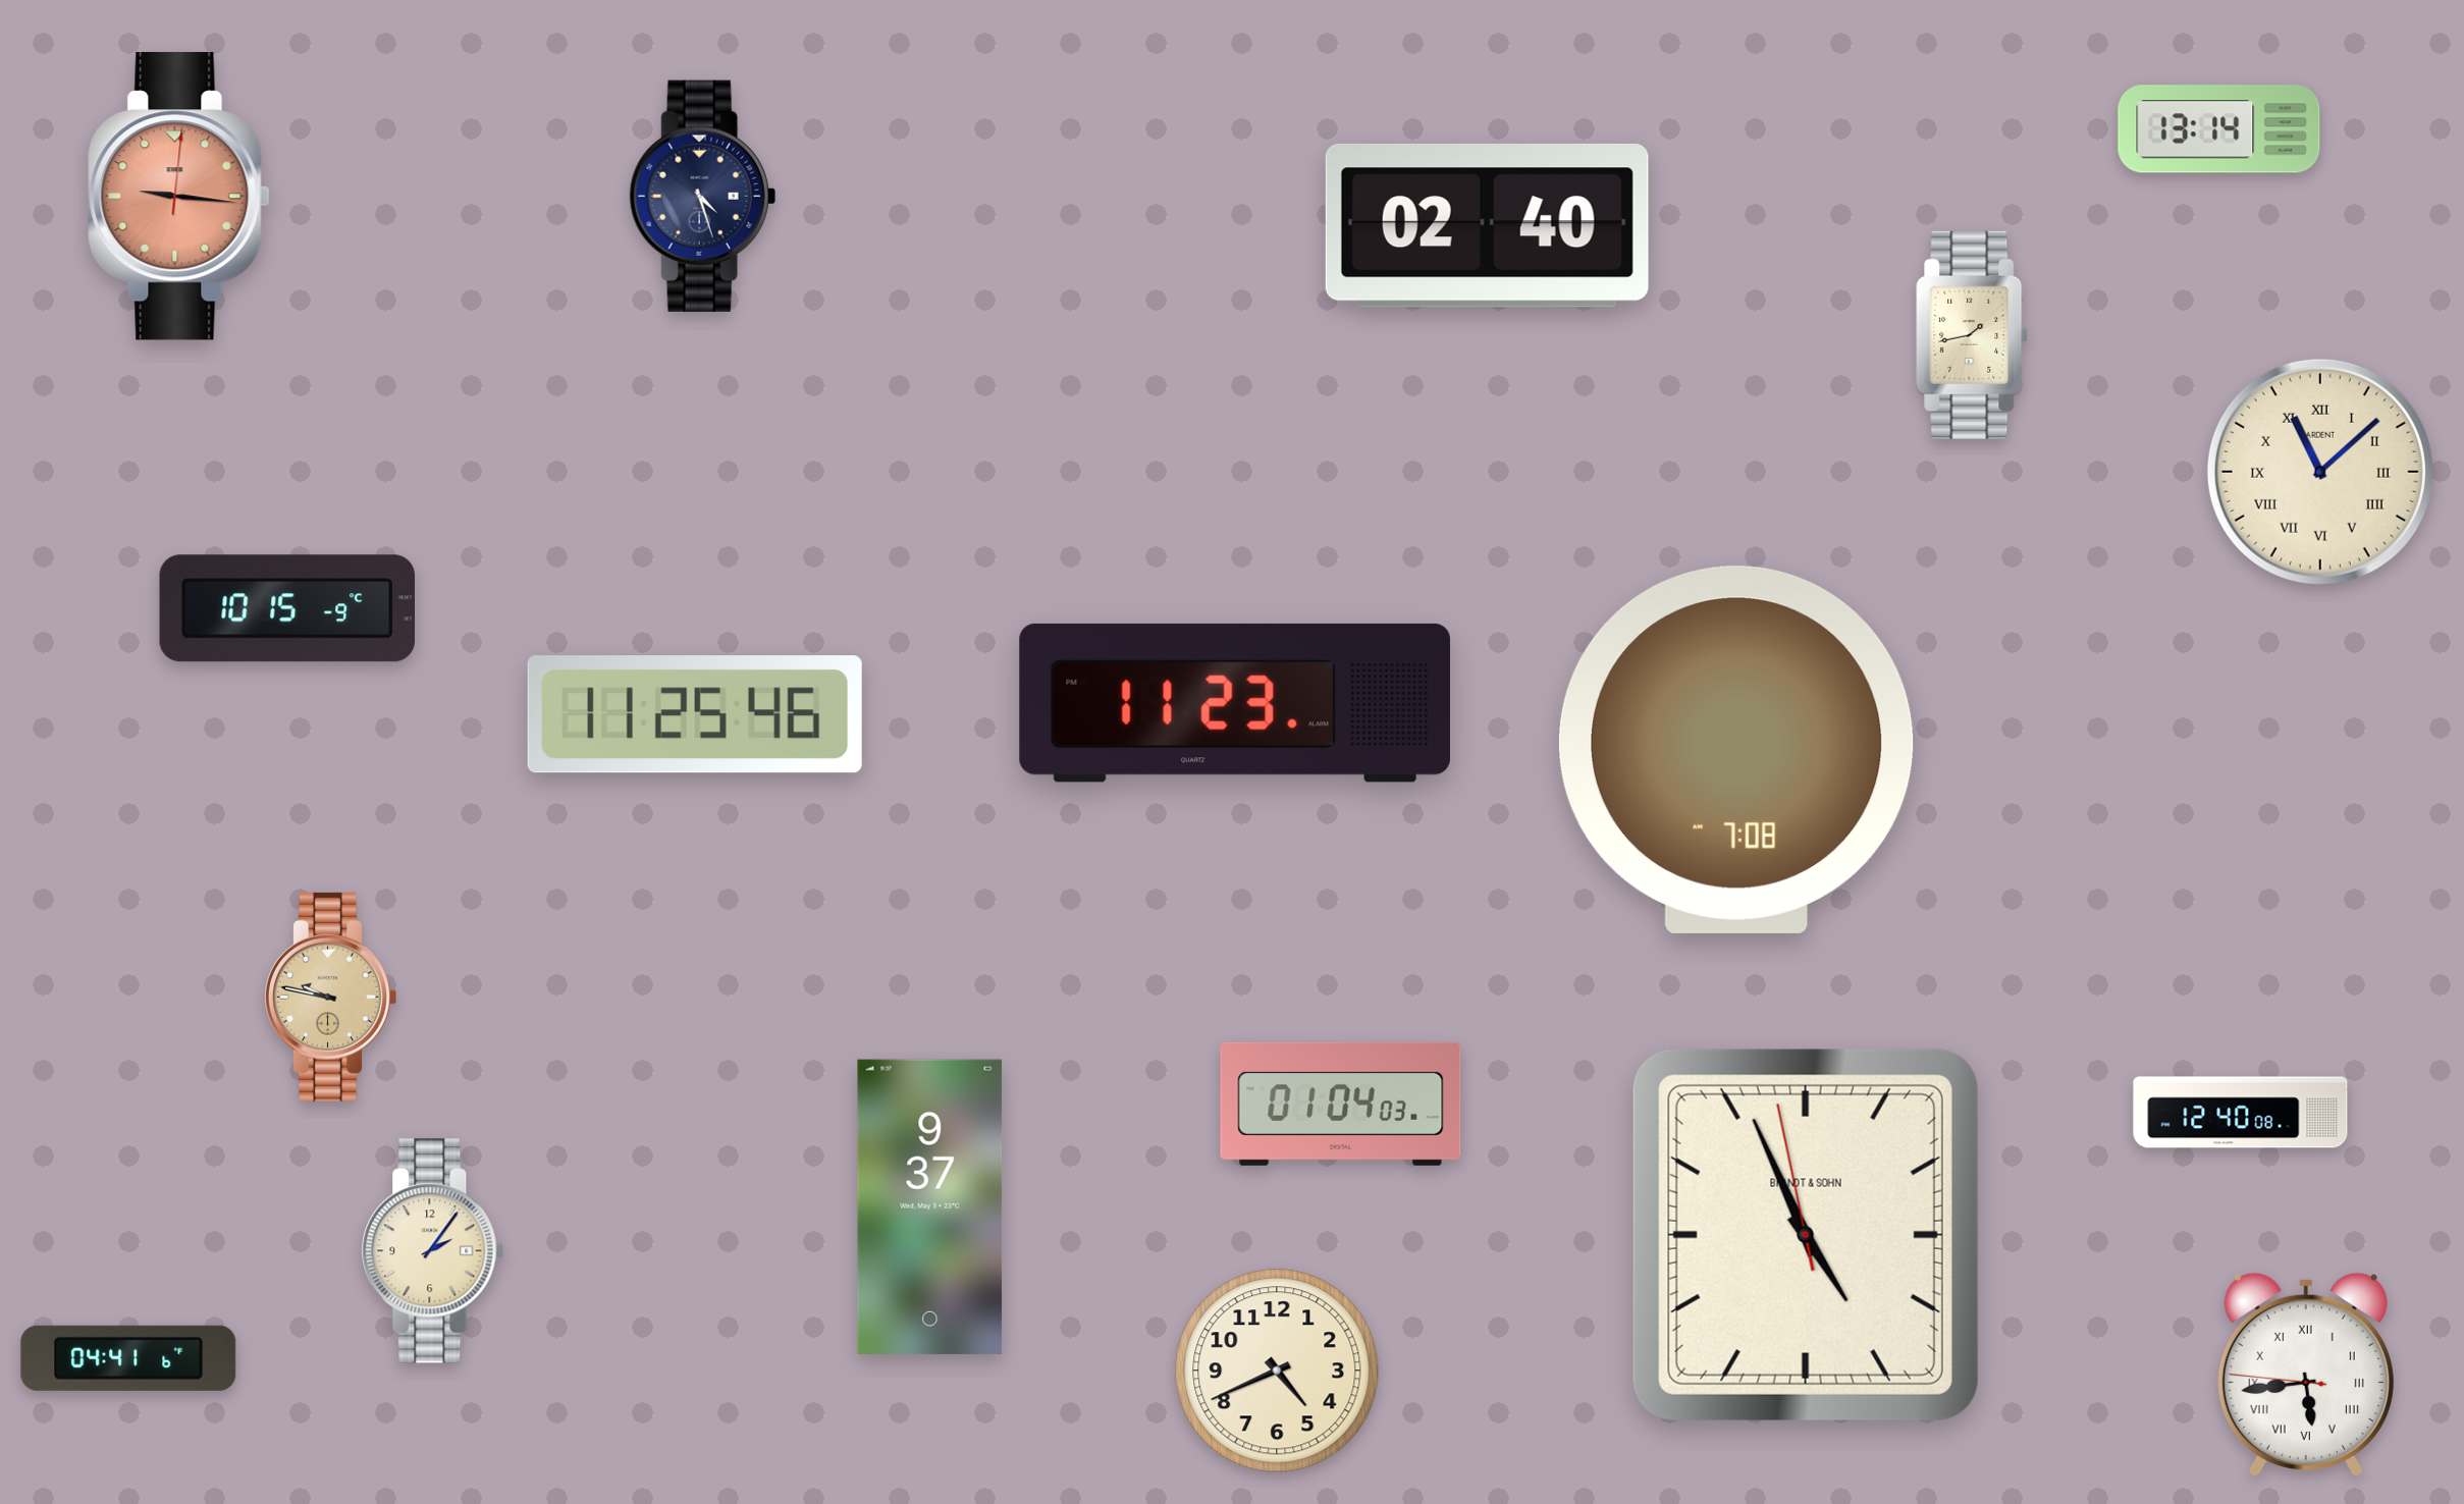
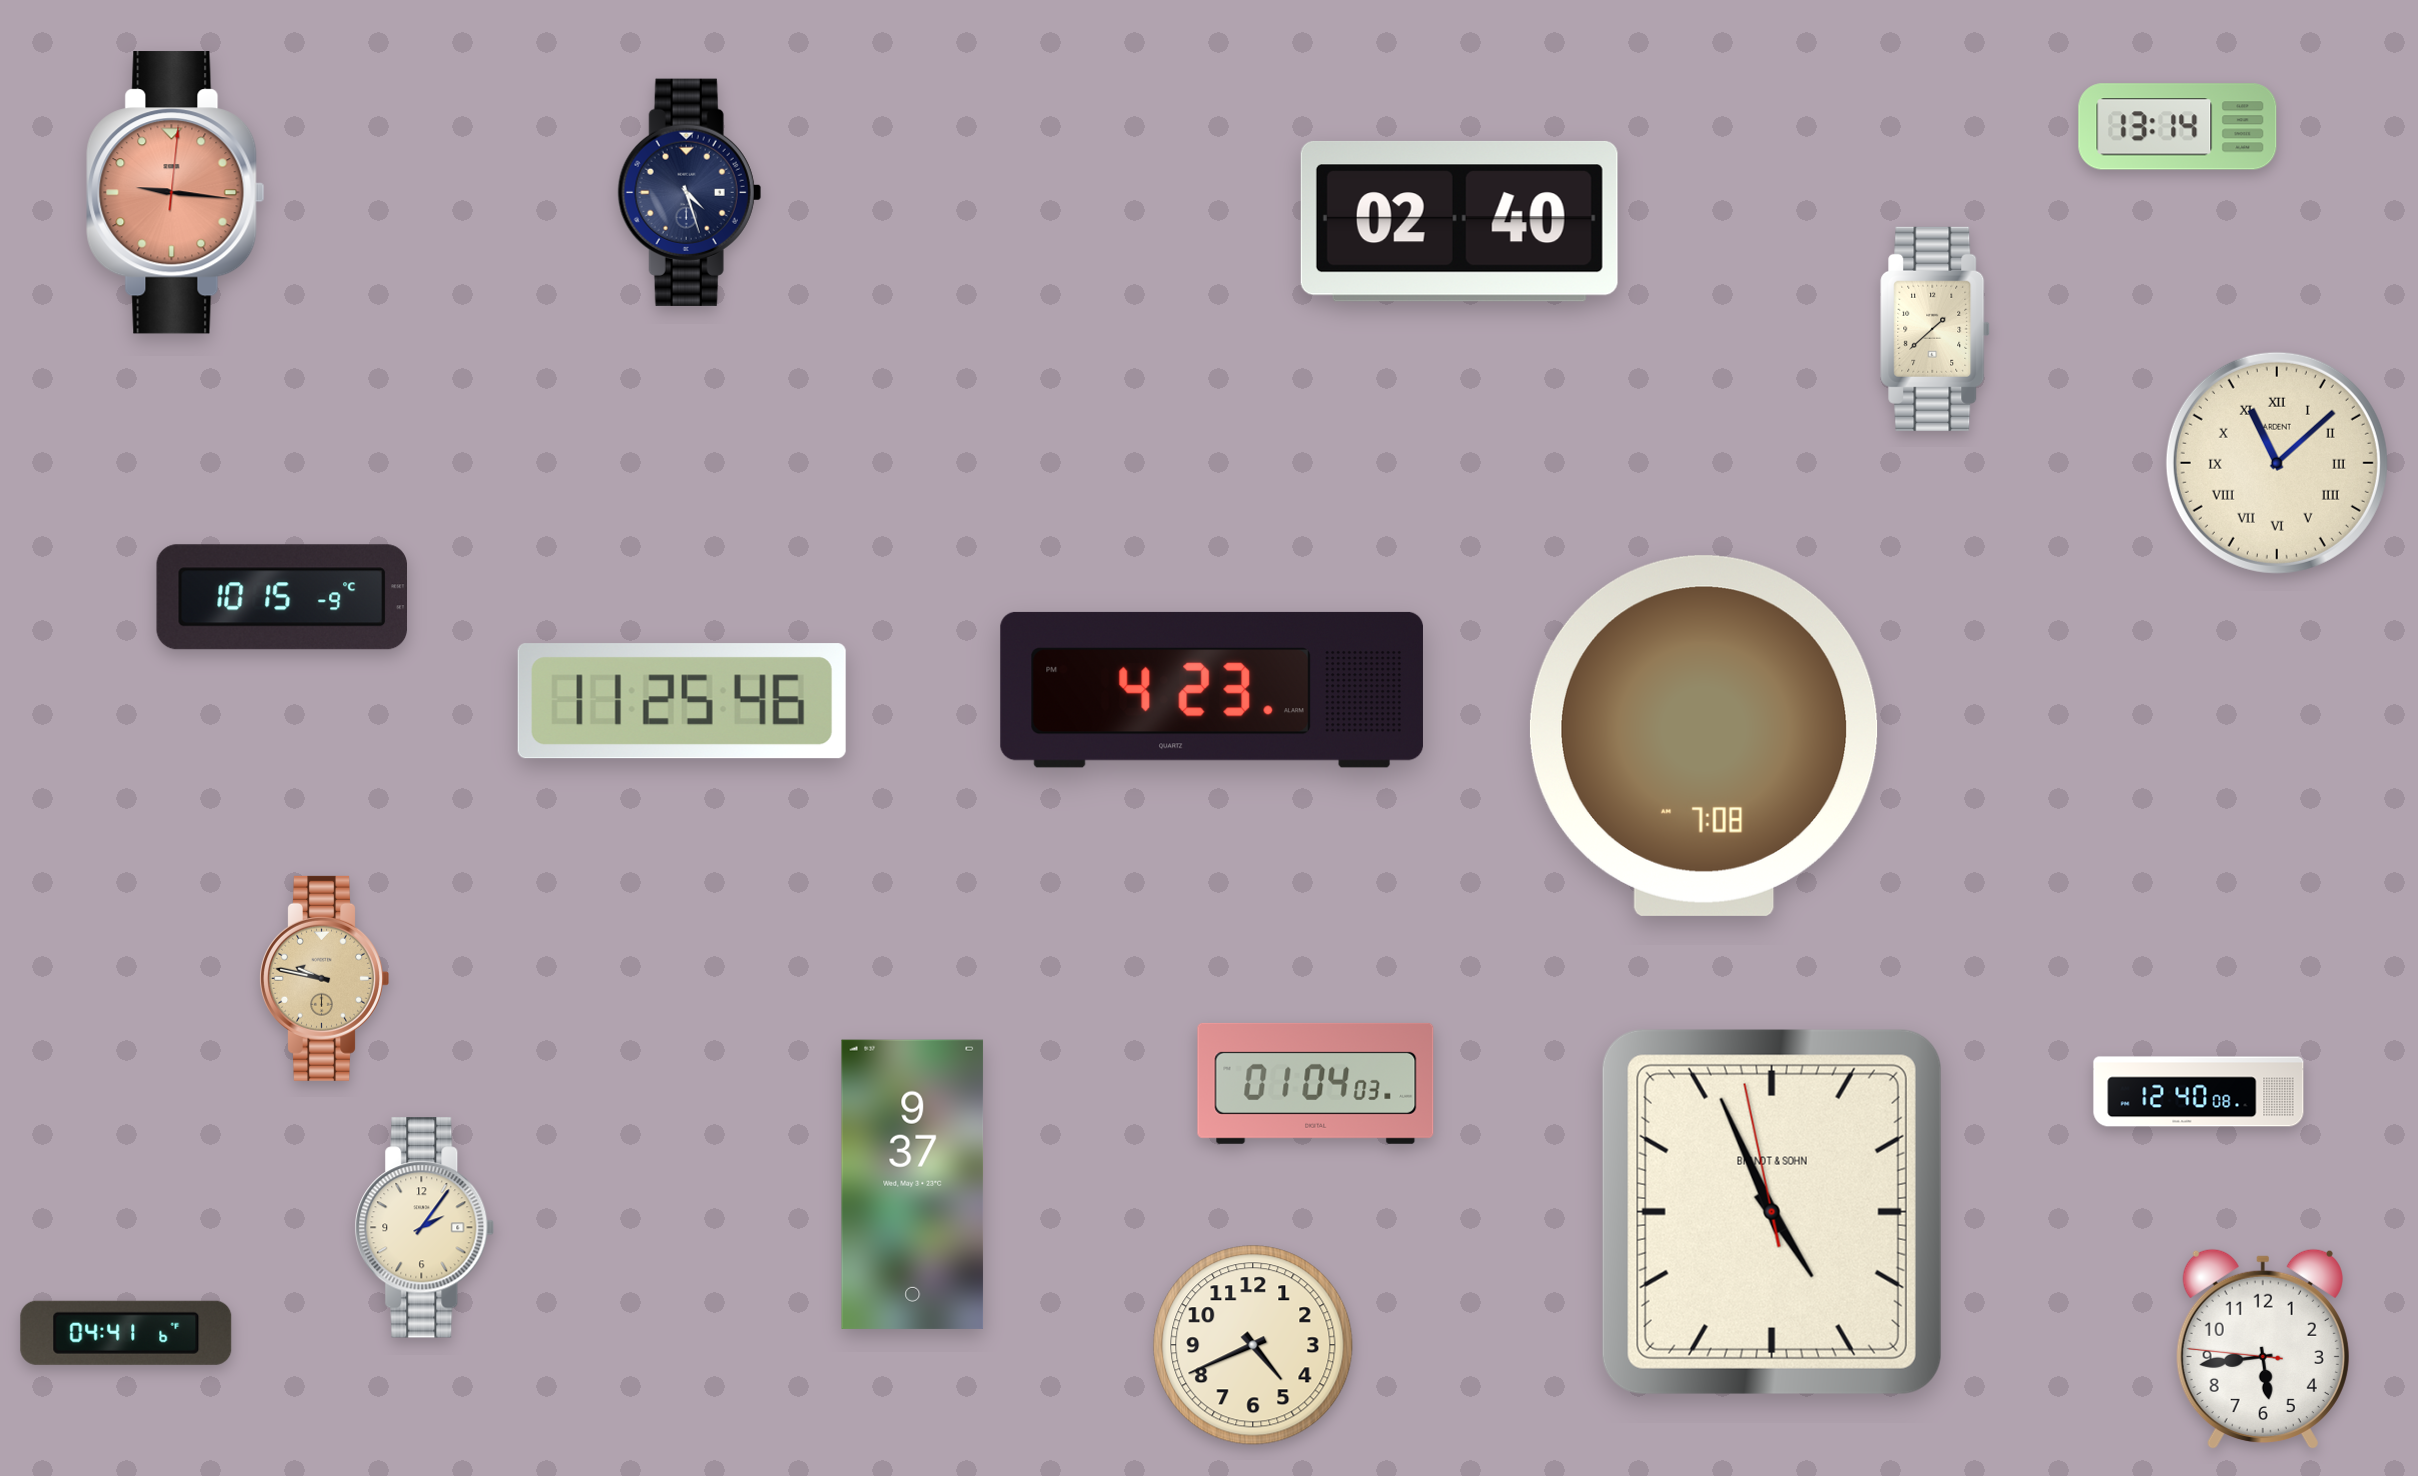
clock at (1972, 335): 1:43 -> 1:38
clock at (1235, 703): 11:23 -> 4:23
clock at (2306, 1375) numerals: Roman -> Arabic
